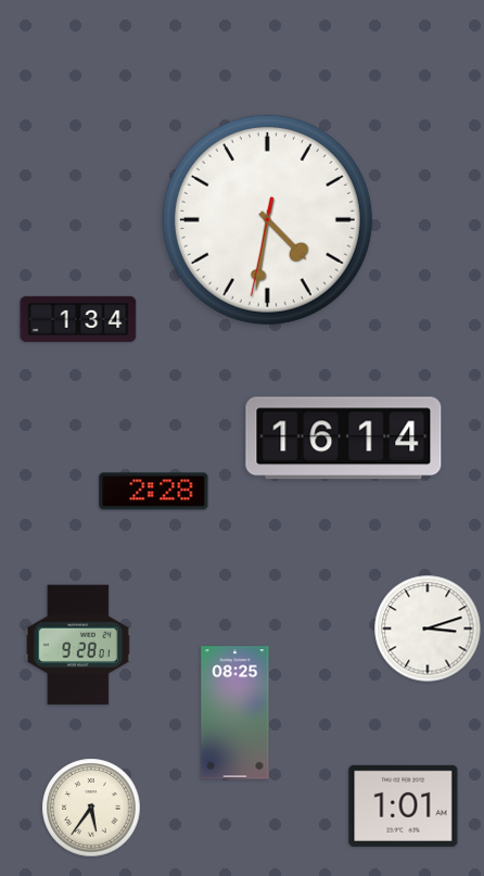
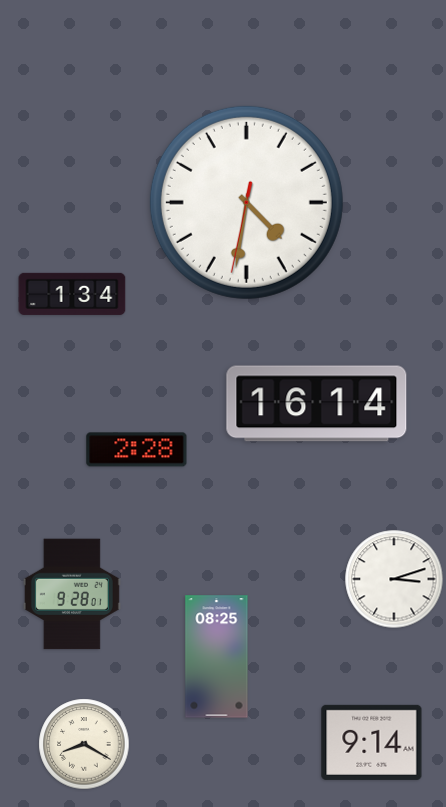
clock at (154, 492) position: (154, 492) -> (137, 450)
clock at (404, 805): 1:01 -> 9:14
clock at (91, 808): 5:36 -> 8:20
